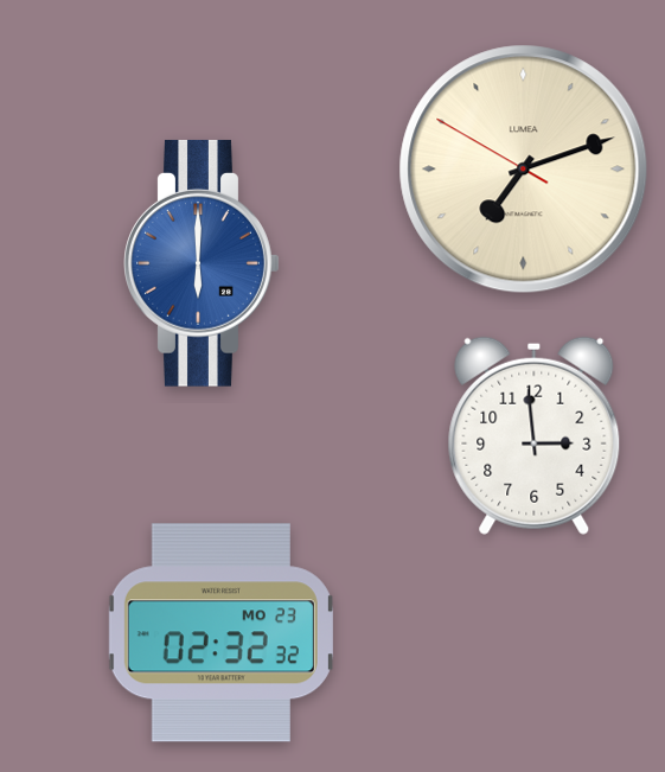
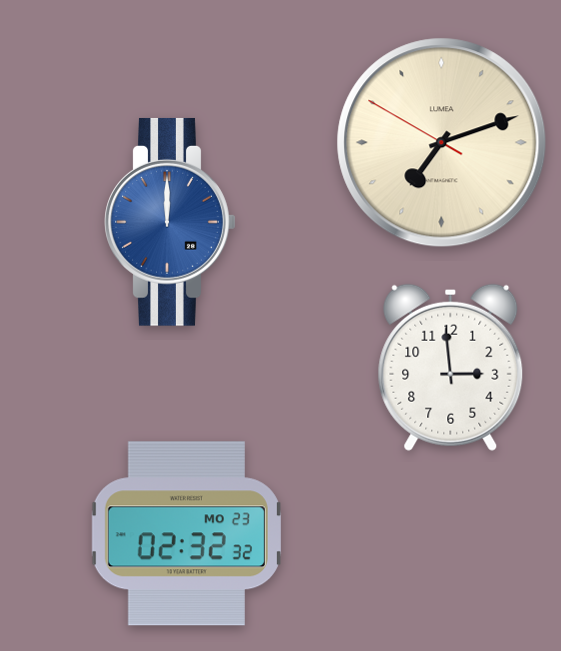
clock at (202, 263): 6:00 -> 12:00
